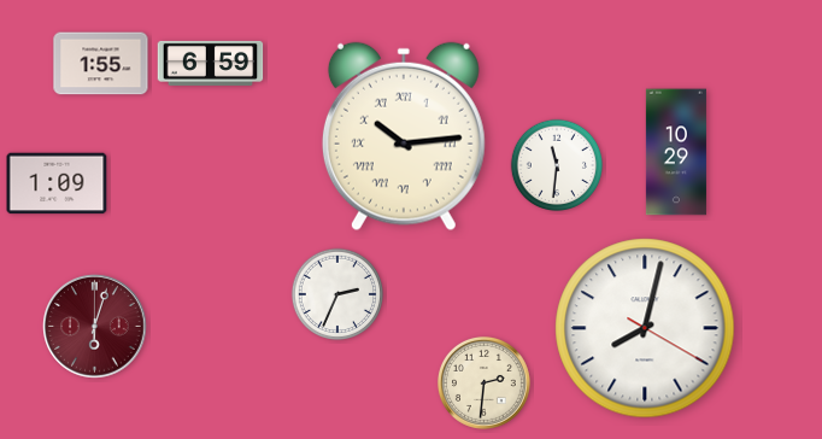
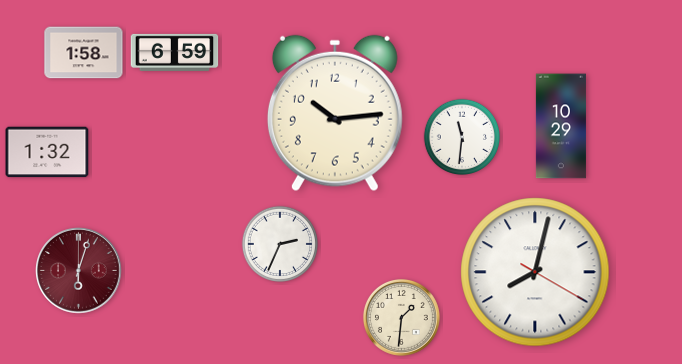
clock at (101, 64): 1:55 -> 1:58
clock at (404, 136) numerals: Roman -> Arabic
clock at (57, 183): 1:09 -> 1:32
clock at (483, 382): 2:31 -> 1:31
